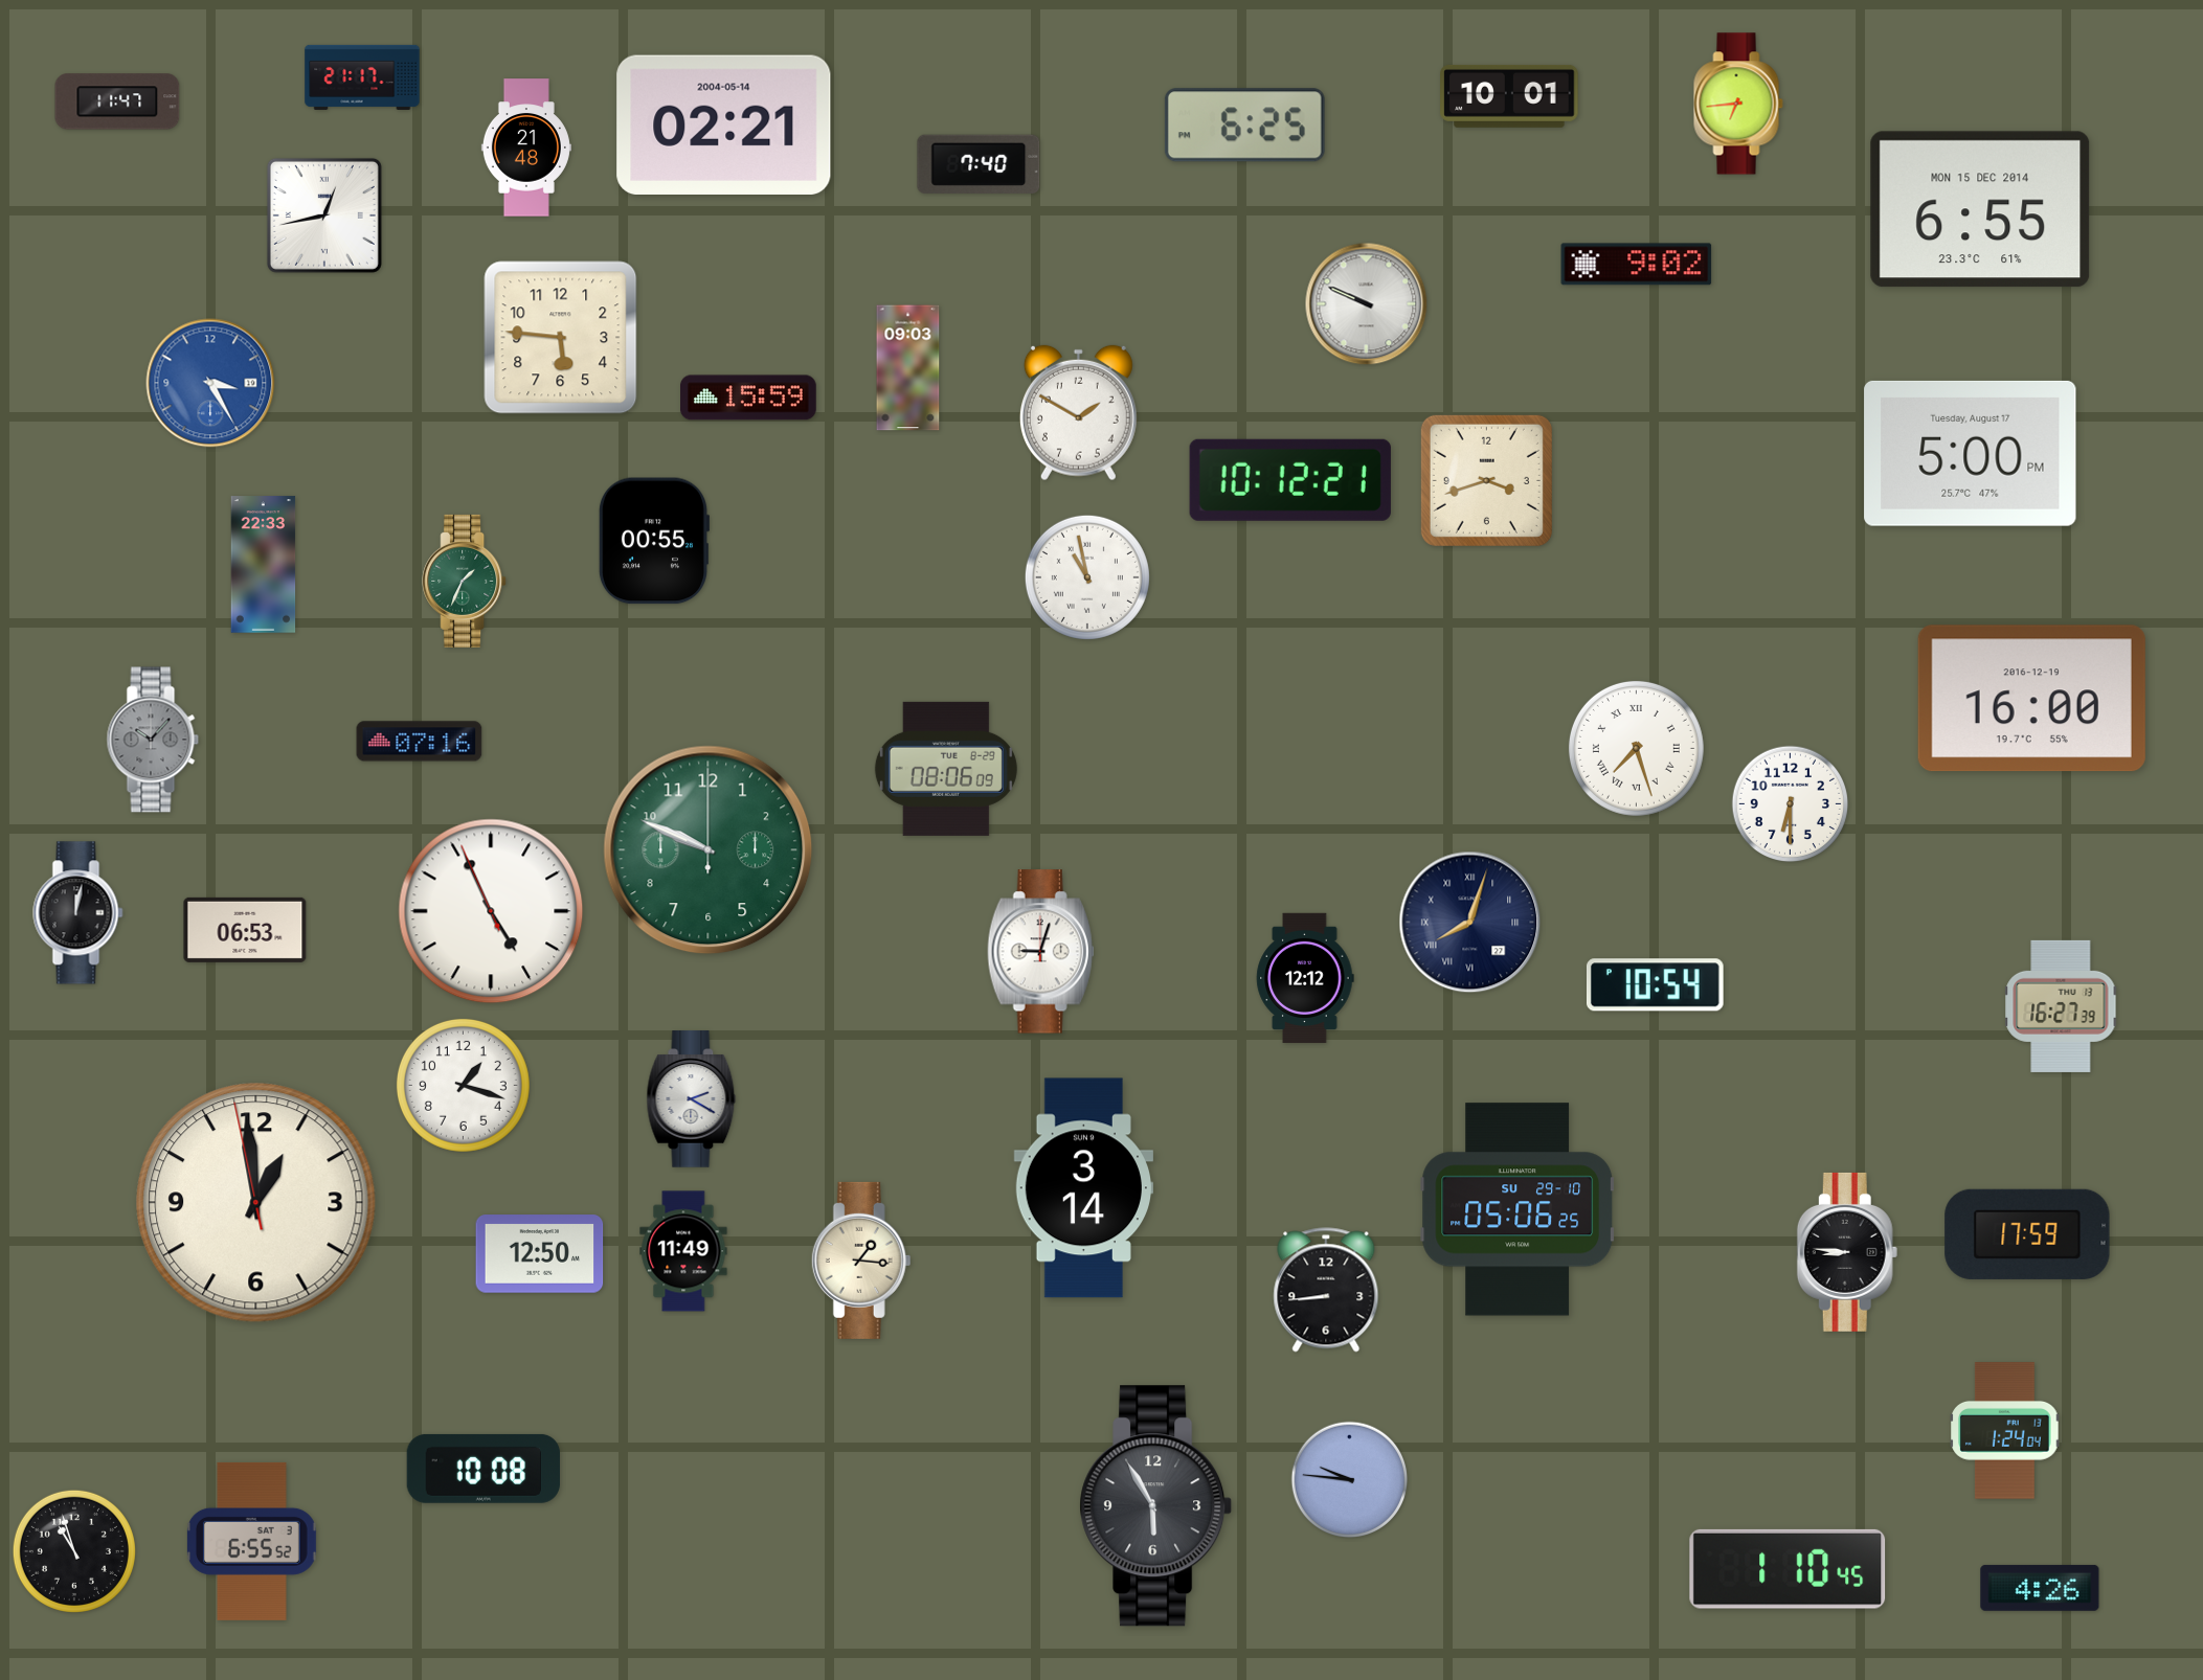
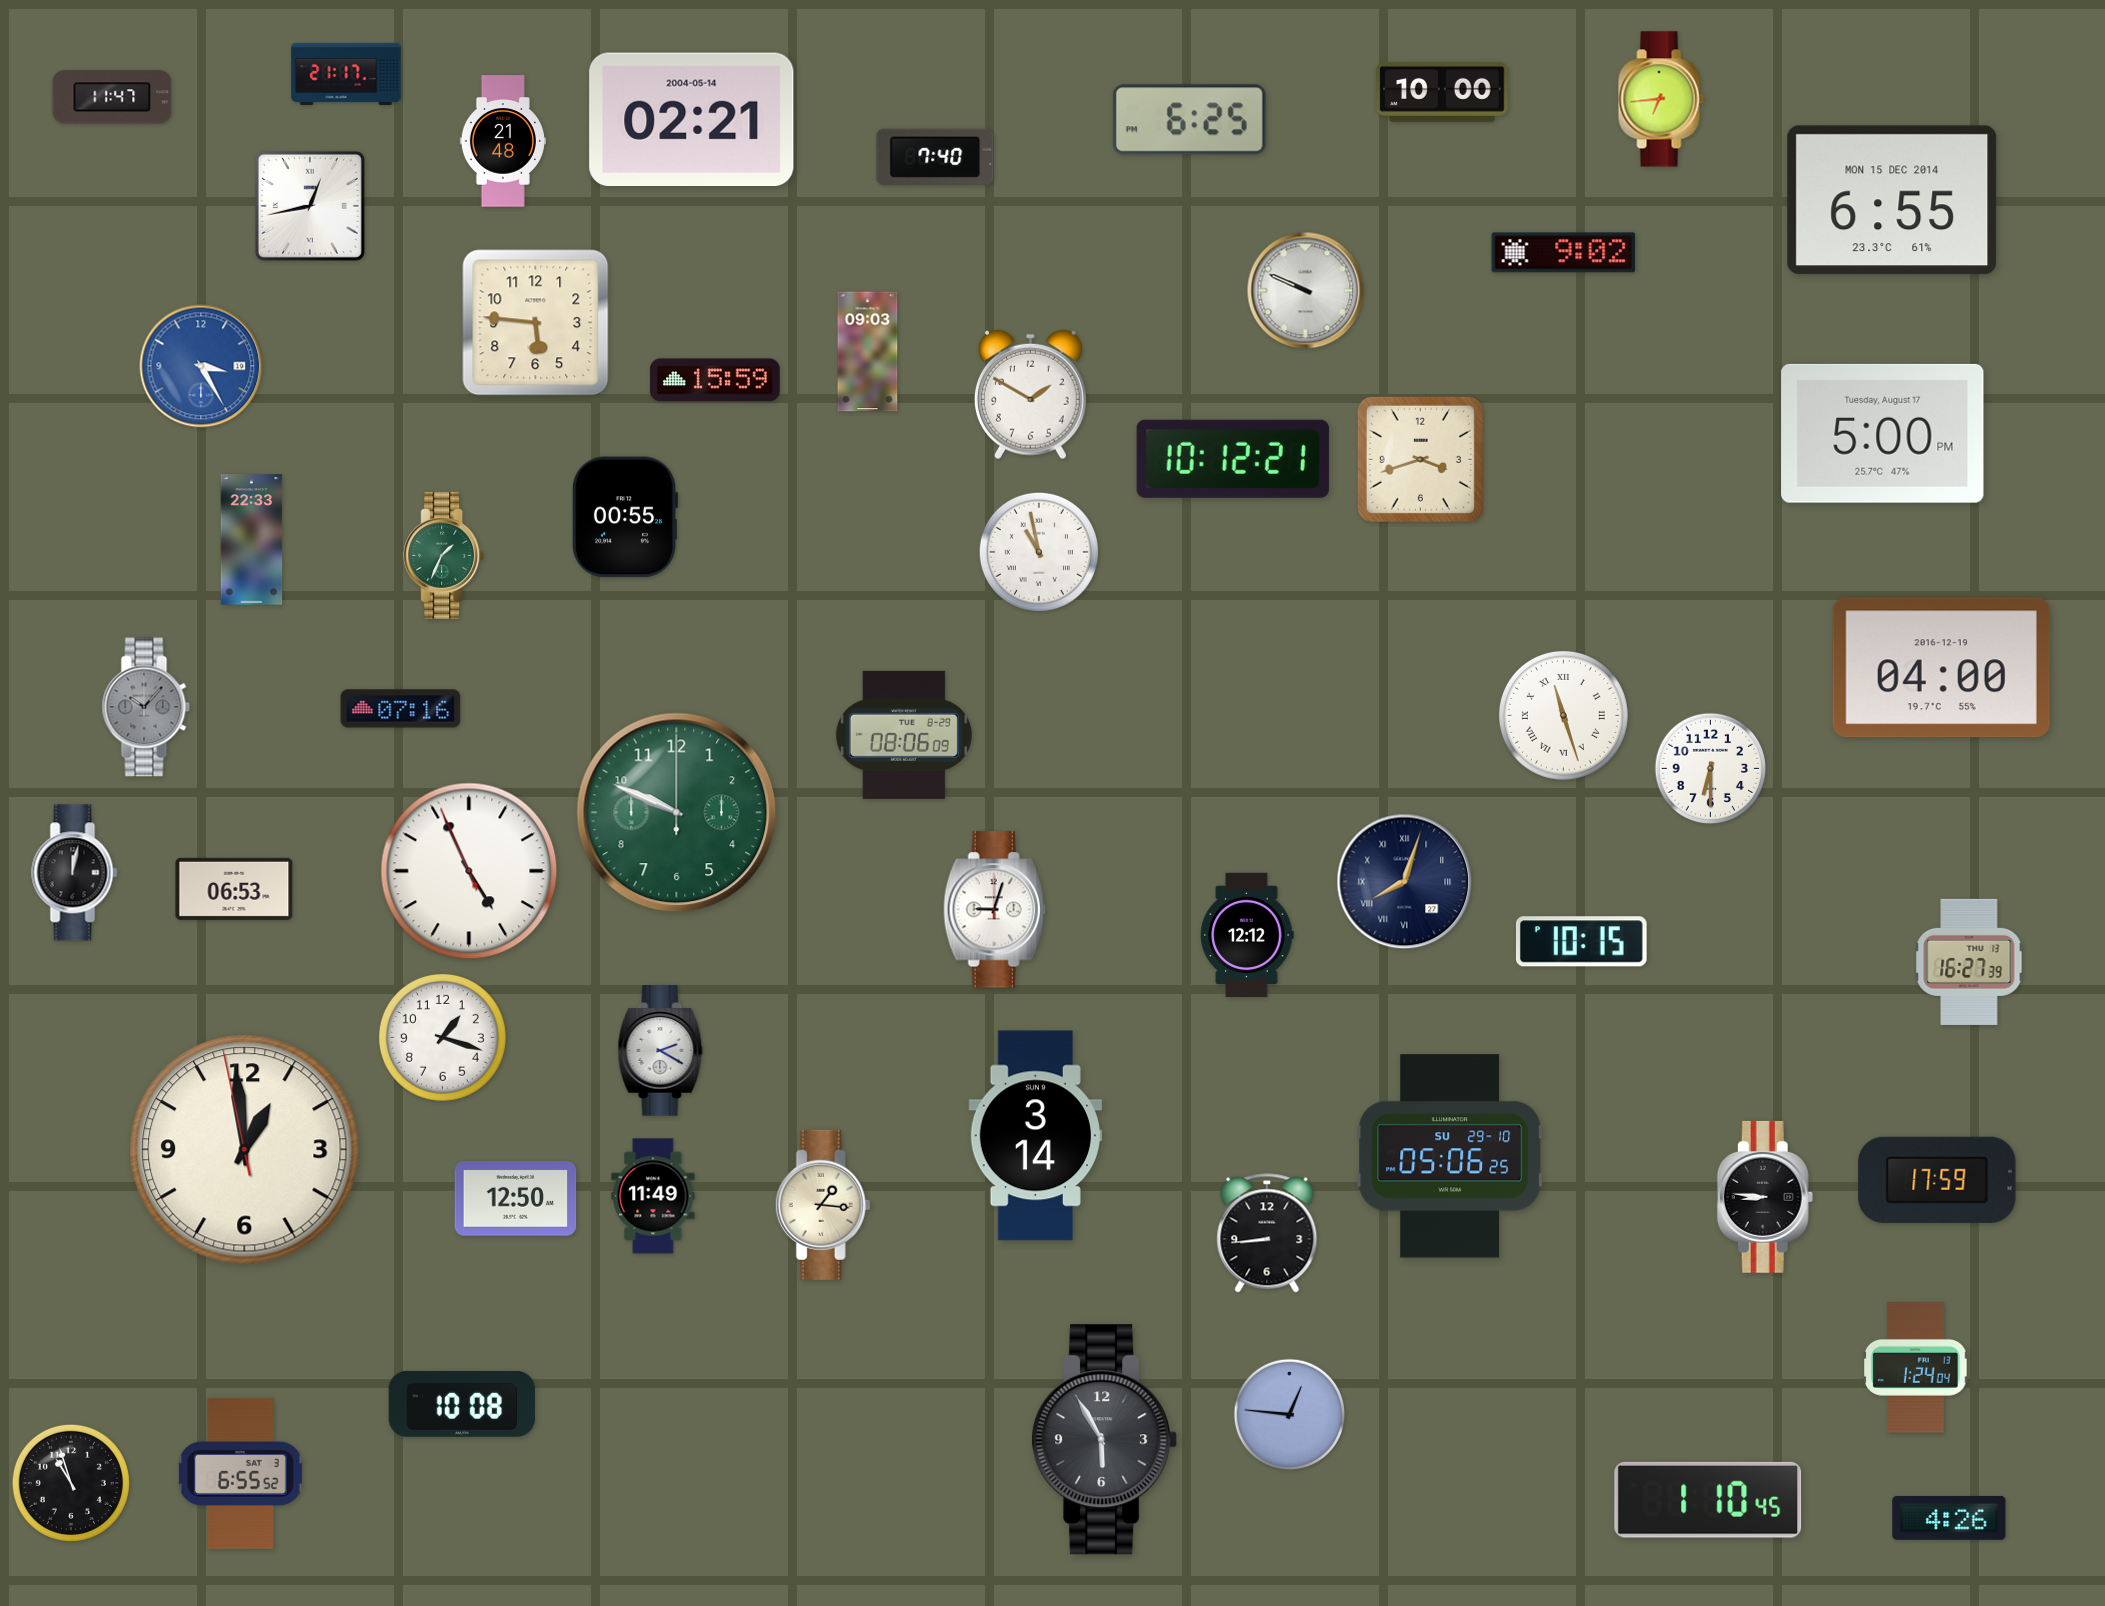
clock at (1509, 96): 10:01 -> 10:00
clock at (2031, 699): 16:00 -> 04:00
clock at (1636, 748): 7:27 -> 11:27
clock at (1655, 985): 10:54 -> 10:15
clock at (1350, 1480): 9:46 -> 12:46
